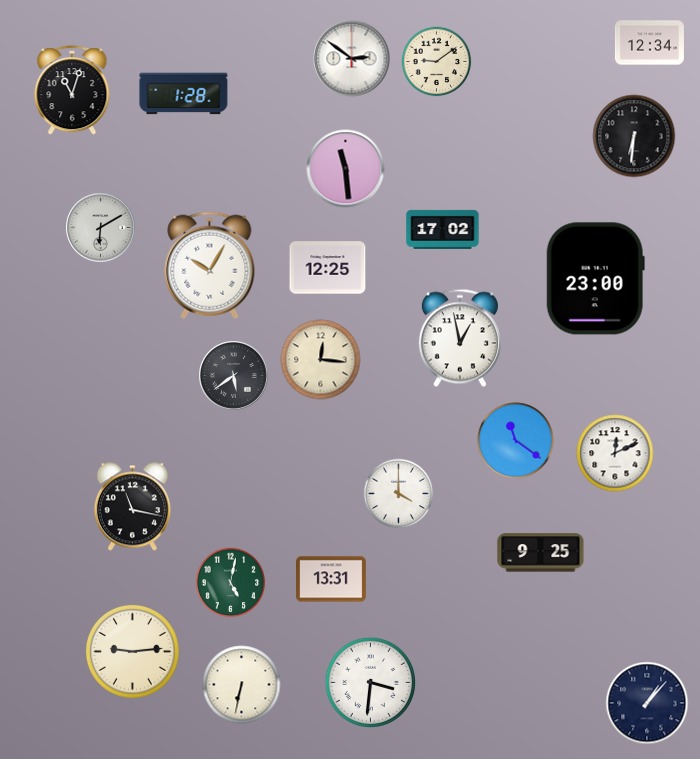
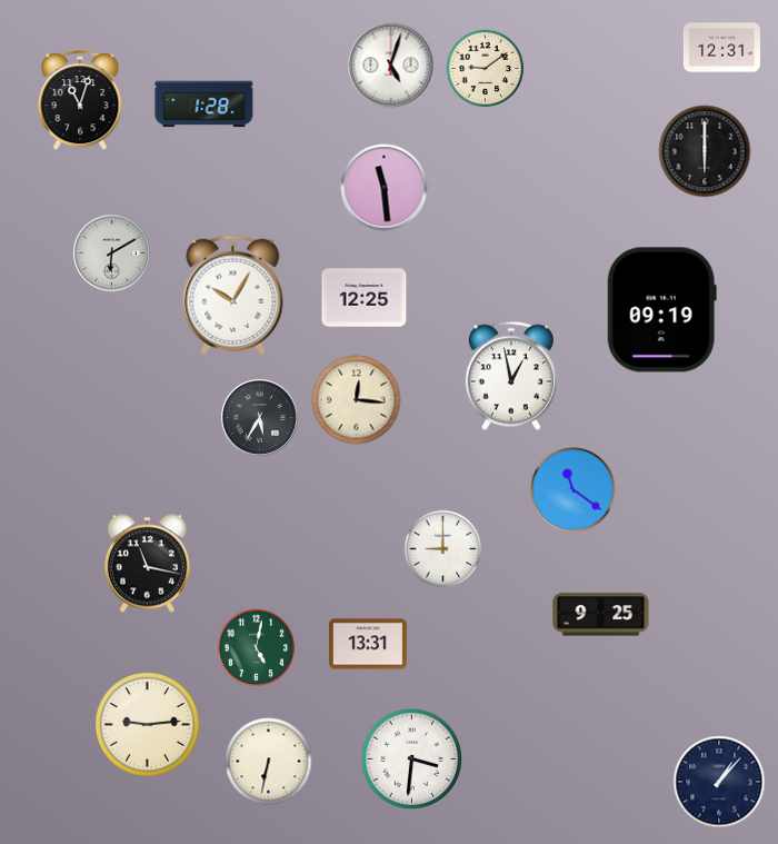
clock at (649, 43): 12:34 -> 12:31
clock at (352, 59): 2:51 -> 5:03
clock at (634, 136): 6:31 -> 6:00
clock at (443, 229): 17:02 -> none
clock at (595, 279): 23:00 -> 09:19
clock at (234, 376): 5:39 -> 5:35
clock at (615, 453): 12:11 -> none
clock at (399, 494): 4:00 -> 9:00
